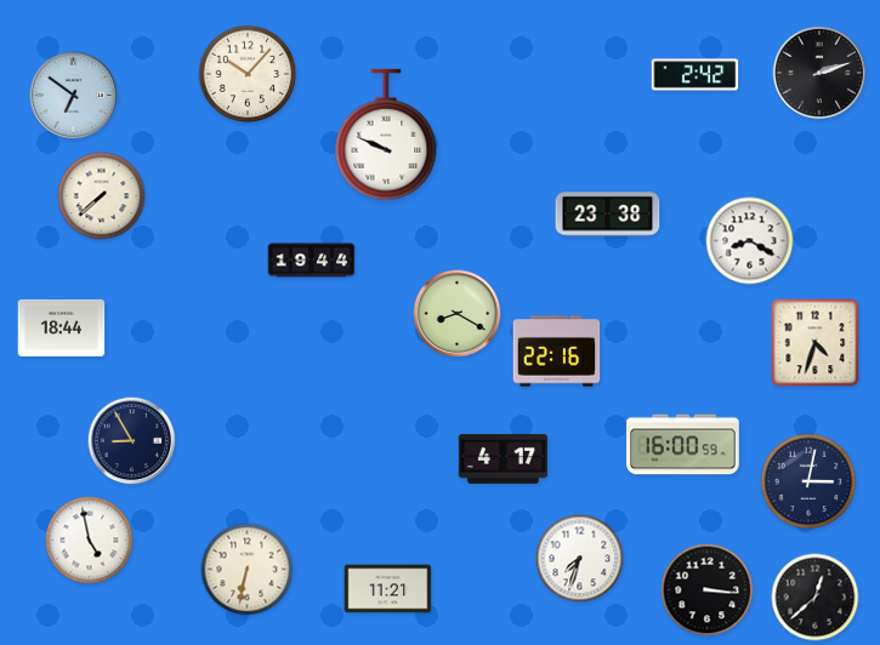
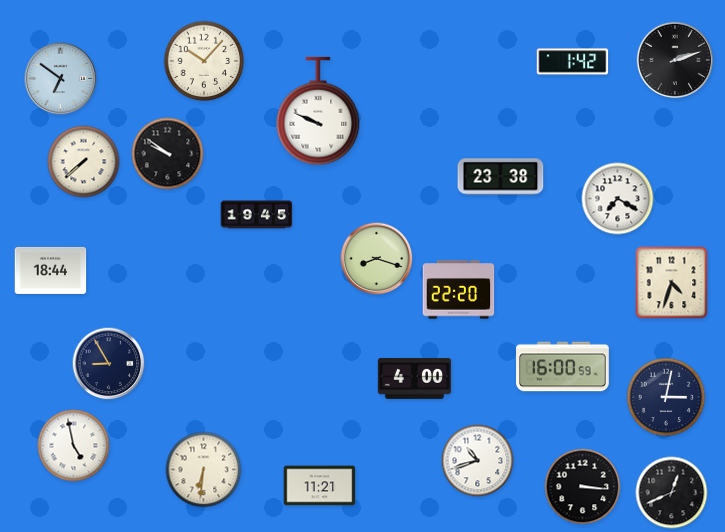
clock at (696, 75): 2:42 -> 1:42
clock at (168, 154): none -> 9:51
clock at (750, 241): 8:20 -> 7:20
clock at (312, 261): 19:44 -> 19:45
clock at (458, 314): 8:20 -> 8:18
clock at (557, 352): 22:16 -> 22:20
clock at (503, 460): 4:17 -> 4:00
clock at (580, 559): 7:33 -> 10:42
clock at (248, 570): 6:32 -> 6:31
clock at (816, 598): 12:38 -> 12:41
